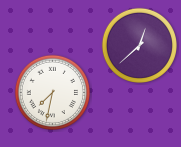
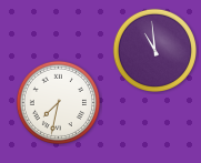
clock at (139, 45): 12:38 -> 10:59
